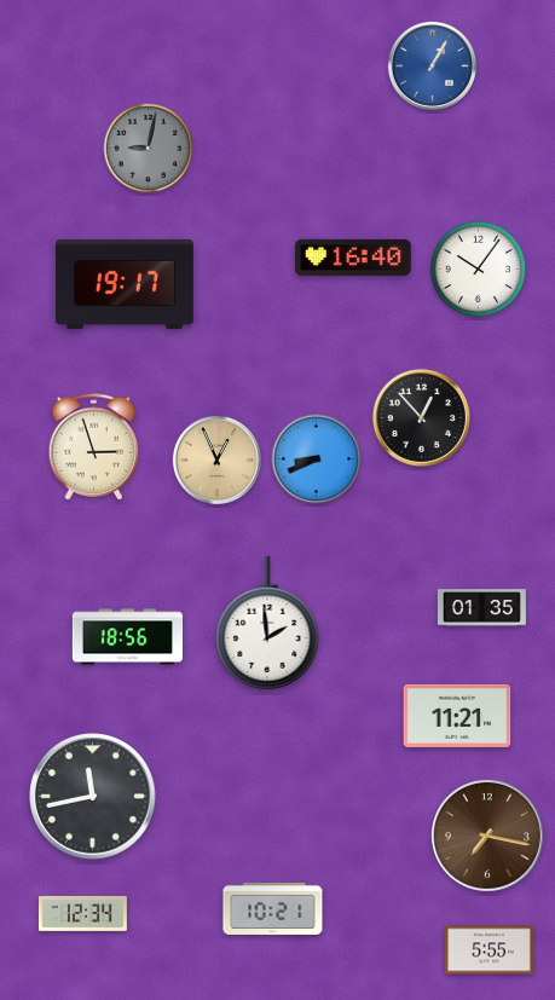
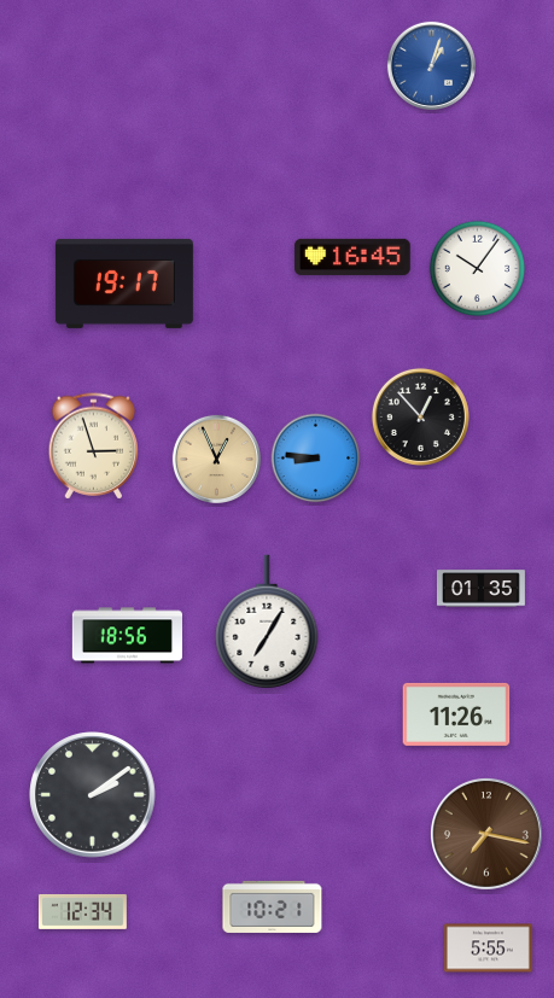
clock at (432, 65): 1:05 -> 1:03
clock at (149, 149): 9:02 -> none
clock at (353, 258): 16:40 -> 16:45
clock at (317, 459): 8:41 -> 8:46
clock at (481, 608) position: (481, 608) -> (480, 589)
clock at (267, 623): 1:59 -> 7:05
clock at (457, 716): 11:21 -> 11:26
clock at (93, 797): 11:43 -> 2:09
